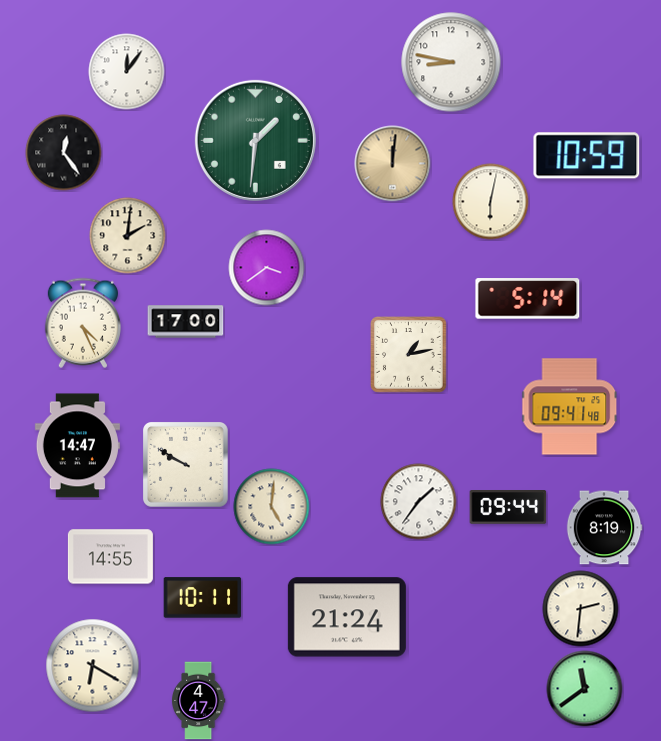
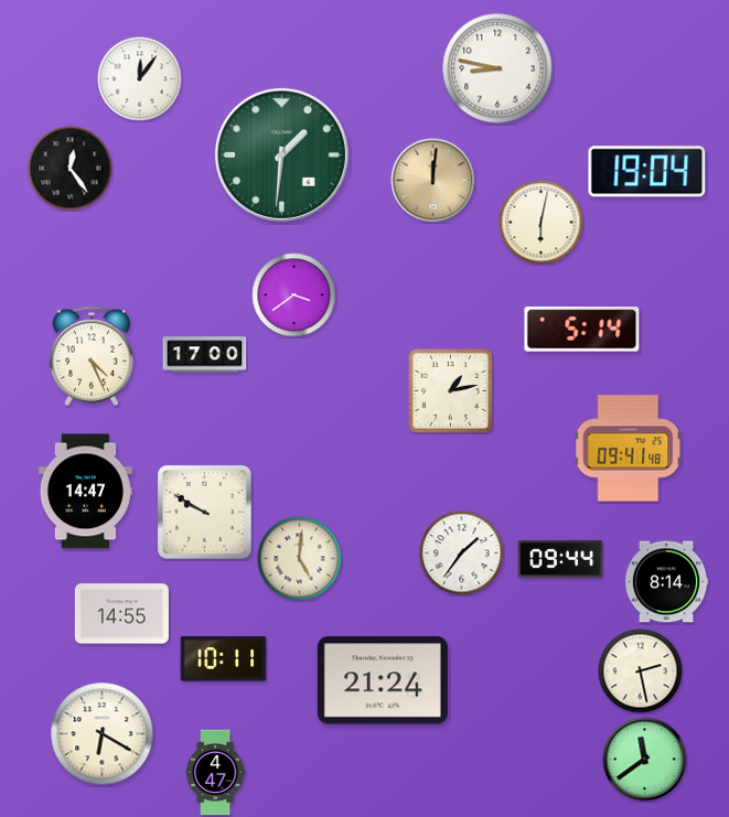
clock at (587, 156): 10:59 -> 19:04
clock at (128, 236): 2:01 -> none
clock at (604, 528): 8:19 -> 8:14
clock at (581, 609): 2:31 -> 2:28
clock at (198, 701) position: (198, 701) -> (215, 773)
